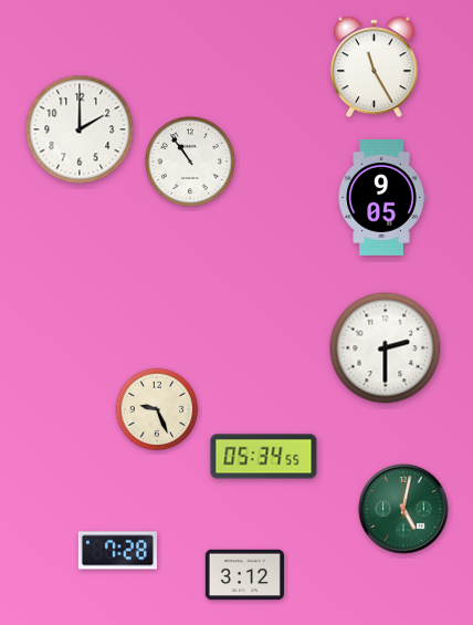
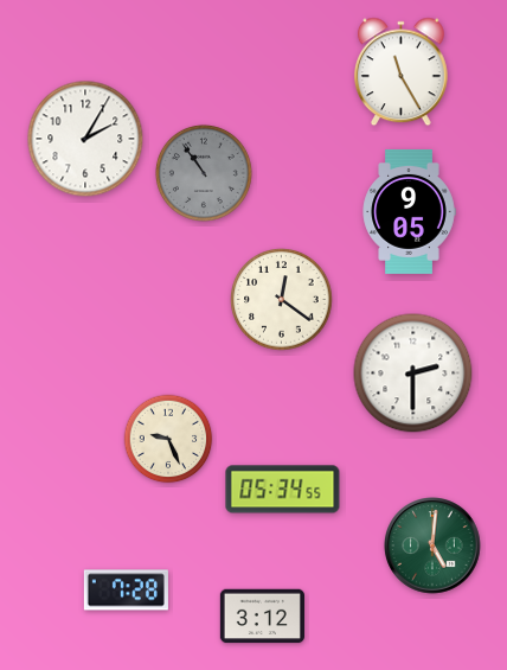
clock at (80, 129): 2:00 -> 2:05
clock at (190, 162) dial: white -> grey
clock at (282, 300): none -> 12:21
clock at (403, 509): 5:02 -> 5:01
